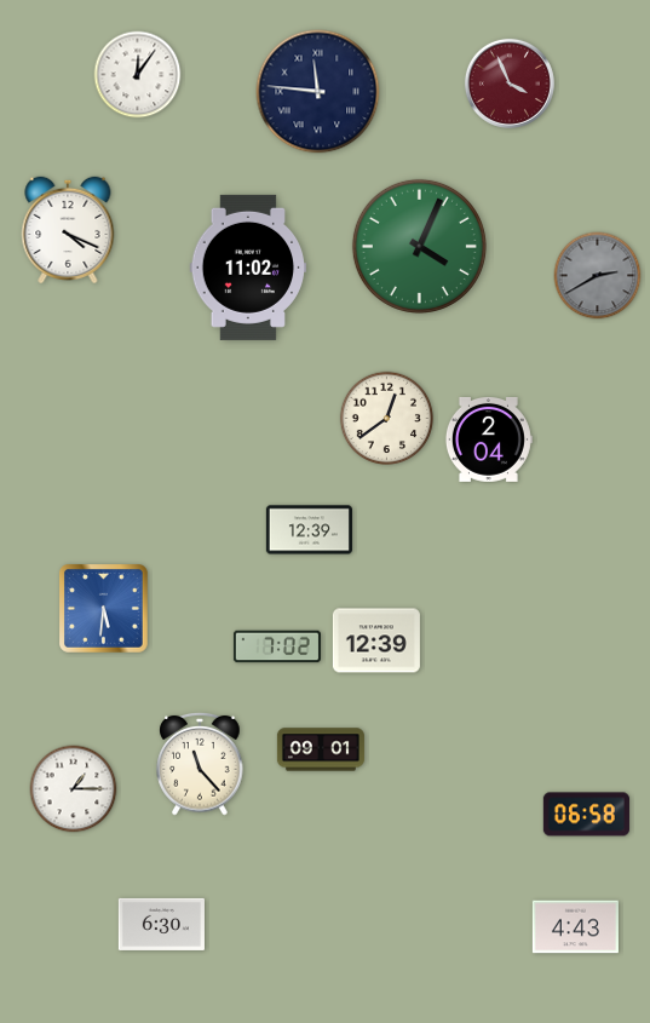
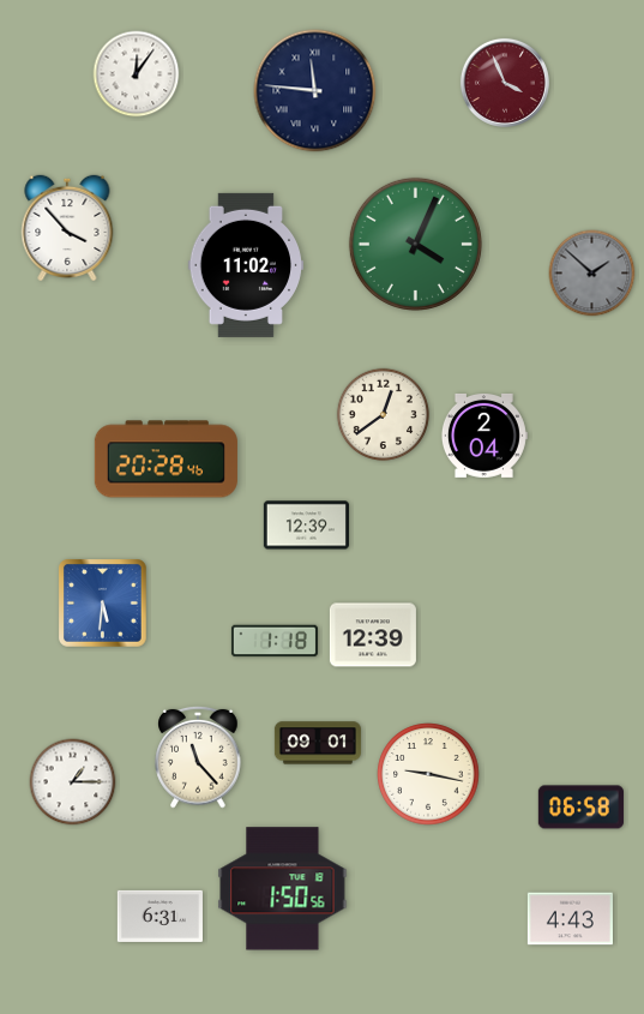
clock at (68, 229): 4:19 -> 3:53
clock at (598, 276): 2:40 -> 1:52
clock at (165, 460): none -> 20:28
clock at (277, 646): 7:02 -> 1:18
clock at (428, 774): none -> 9:17
clock at (283, 889): none -> 1:50
clock at (161, 924): 6:30 -> 6:31
